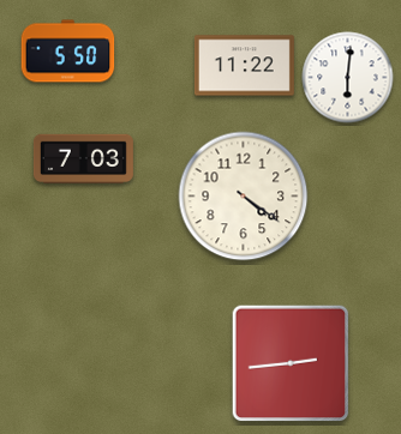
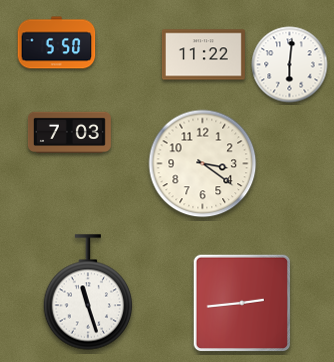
clock at (244, 197): 4:21 -> 3:21
clock at (87, 292): none -> 11:27
